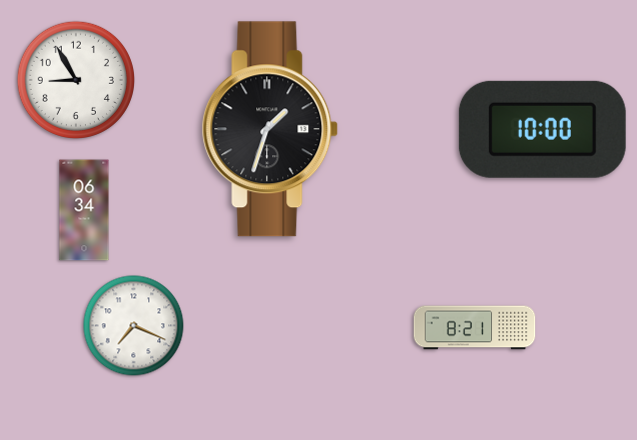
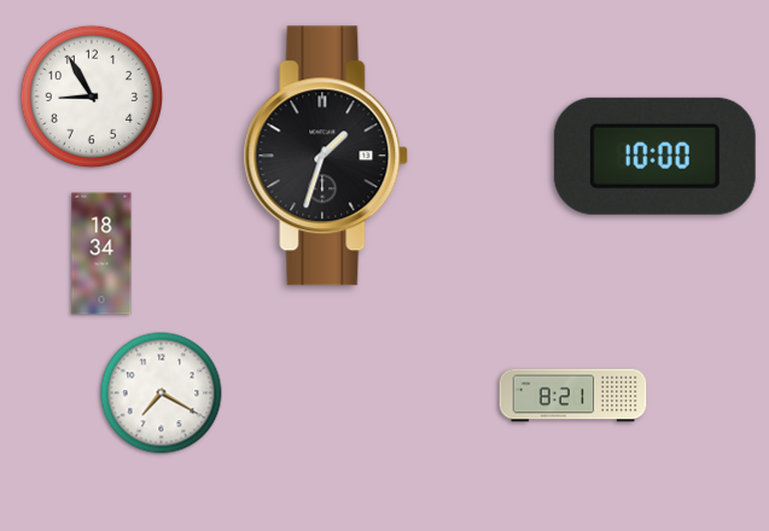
clock at (84, 210): 06:34 -> 18:34
clock at (134, 326): 7:19 -> 7:20
